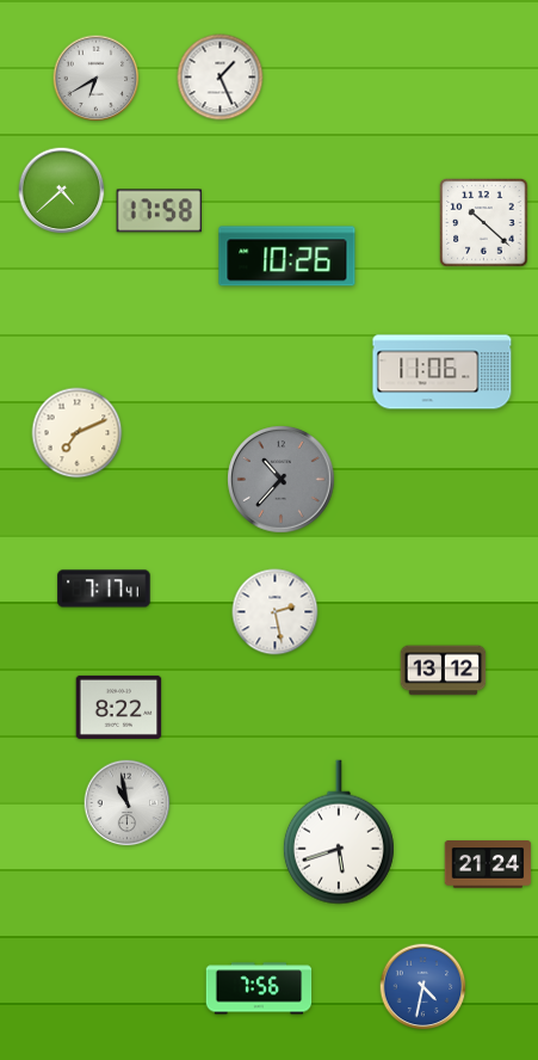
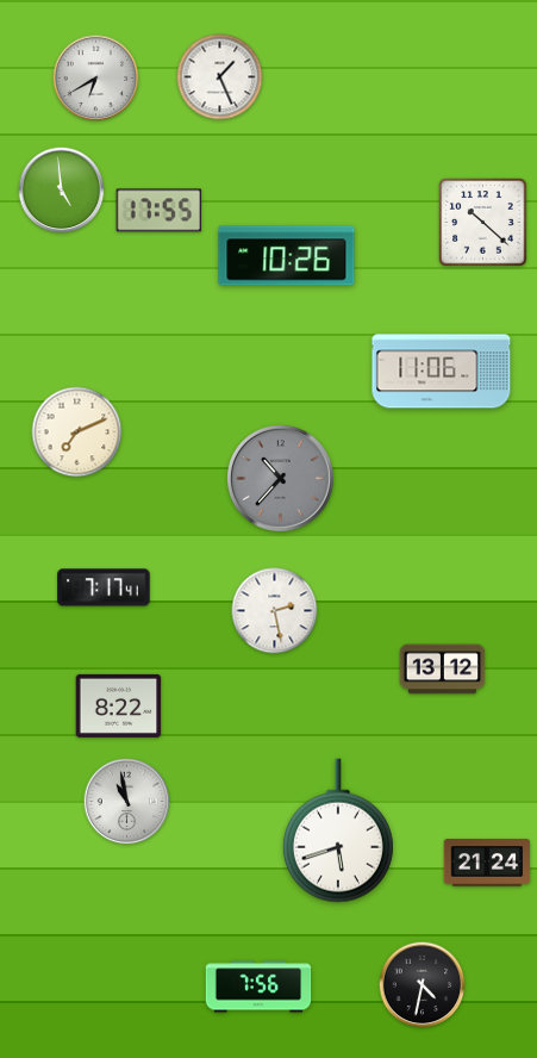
clock at (62, 191): 4:38 -> 4:59
clock at (160, 211): 17:58 -> 17:55
clock at (423, 987) dial: blue -> black
